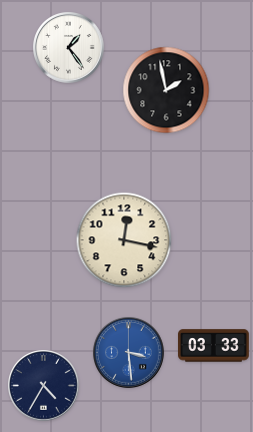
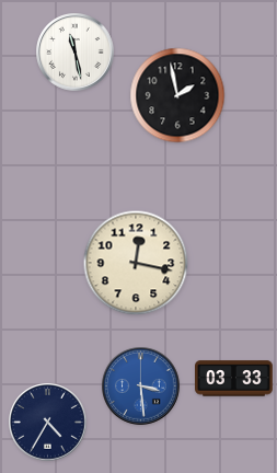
clock at (69, 48): 1:24 -> 11:28
clock at (166, 90) position: (166, 90) -> (177, 95)
